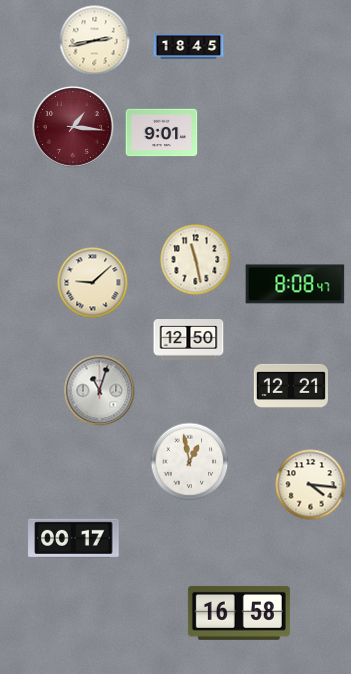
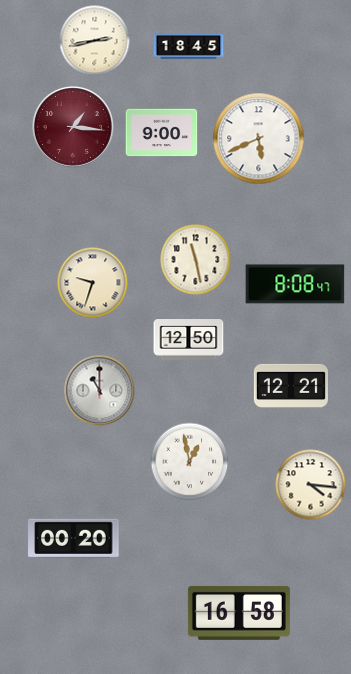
clock at (162, 133): 9:01 -> 9:00
clock at (259, 139): none -> 5:41
clock at (93, 283): 9:08 -> 9:33
clock at (100, 391): 11:03 -> 11:00
clock at (74, 538): 00:17 -> 00:20
